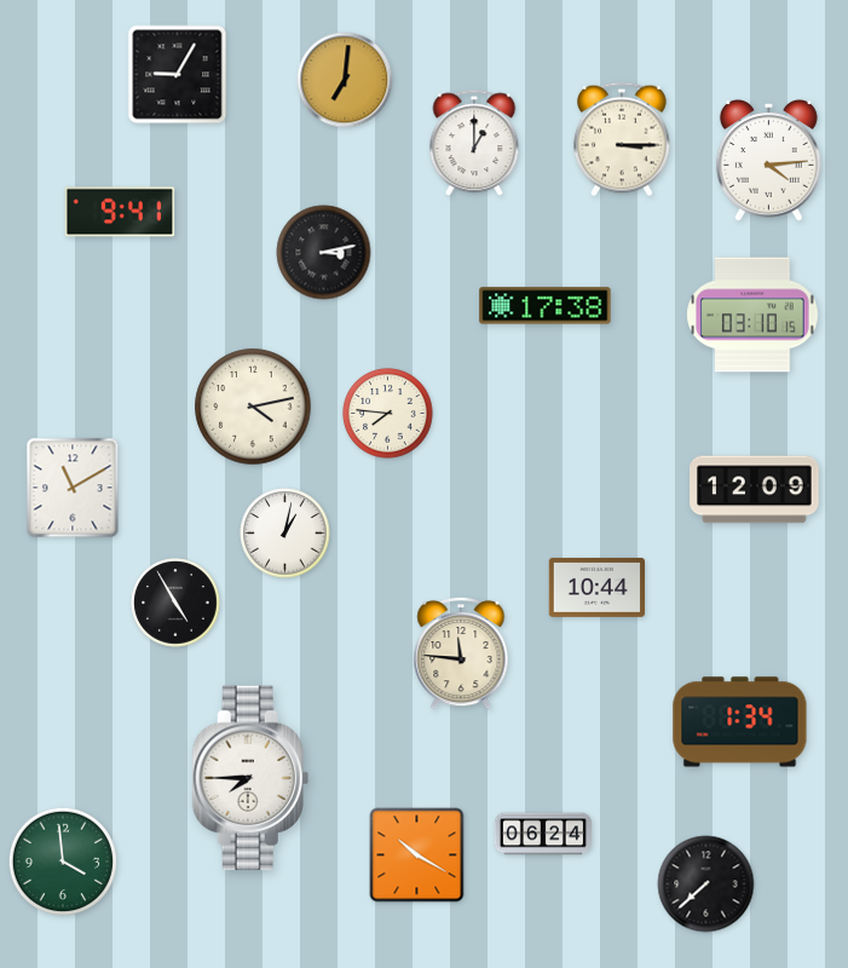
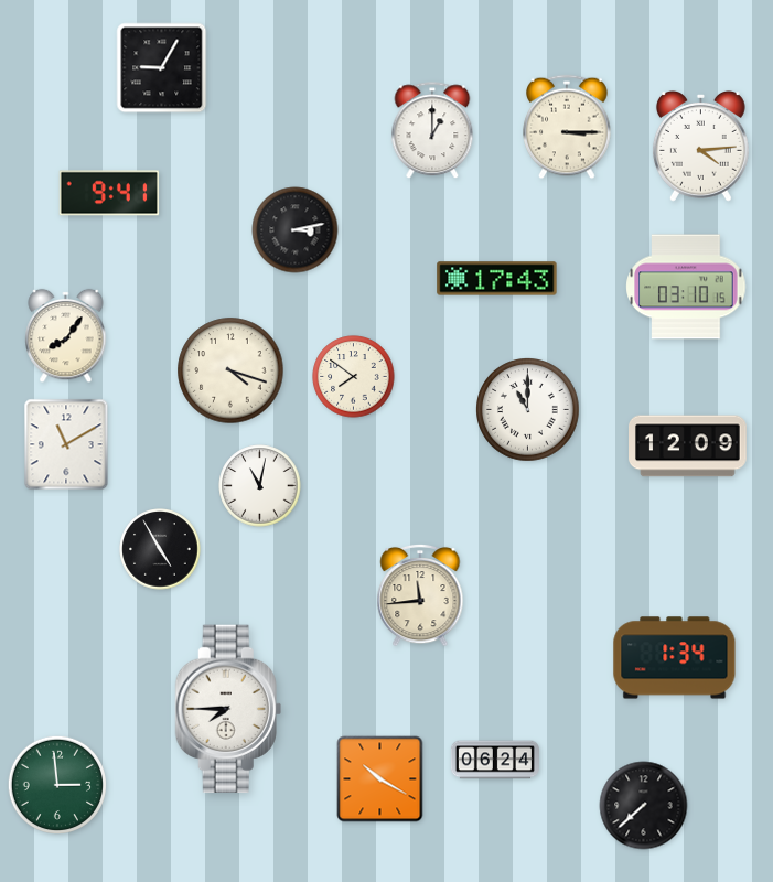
clock at (345, 80): 7:01 -> none
clock at (546, 306): 17:38 -> 17:43
clock at (66, 336): none -> 8:06
clock at (253, 407): 4:13 -> 4:18
clock at (388, 414): 7:46 -> 7:51
clock at (528, 410): none -> 11:00
clock at (285, 534): 1:02 -> 11:02
clock at (596, 587): 10:44 -> none
clock at (461, 653): 11:46 -> 11:44
clock at (62, 860): 3:59 -> 2:59
